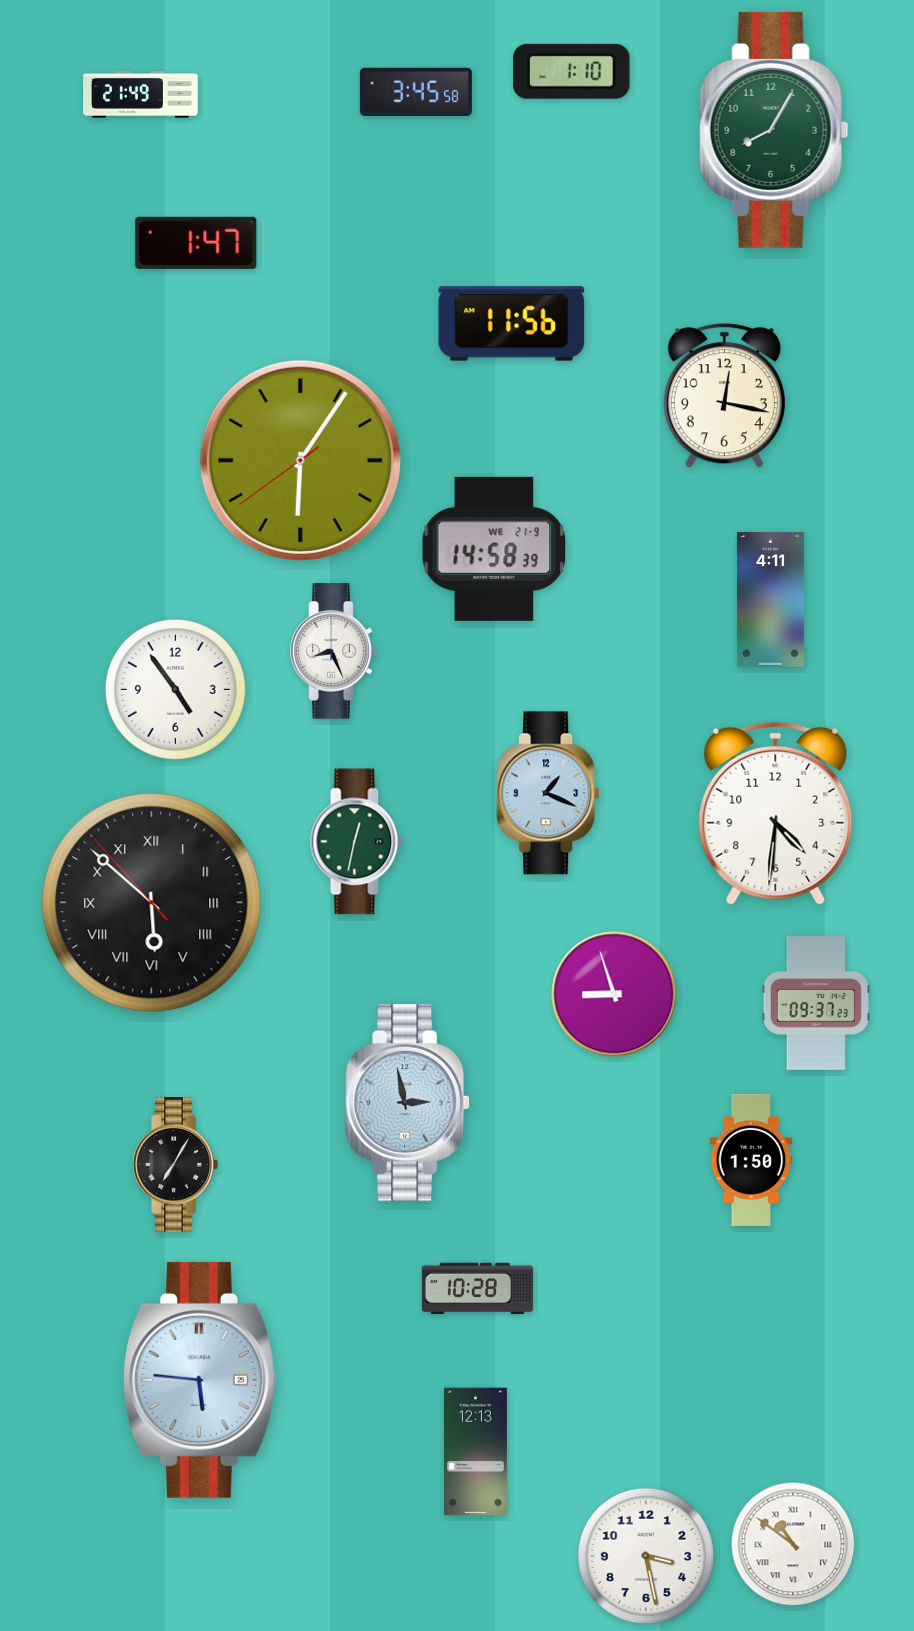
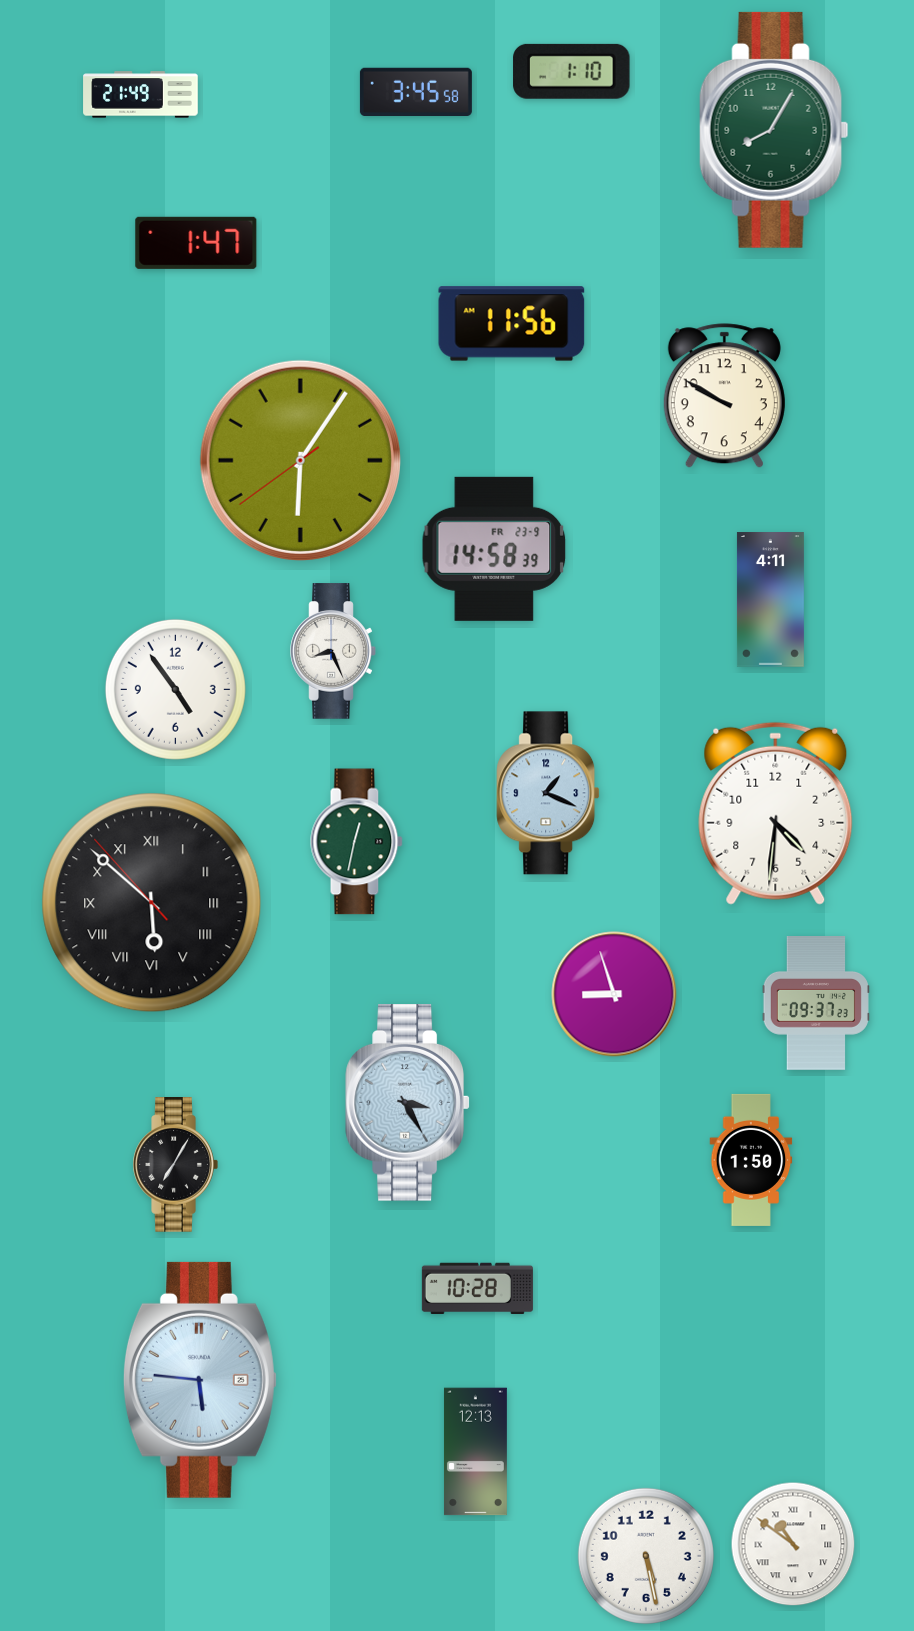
clock at (724, 396): 12:17 -> 9:50
clock at (494, 549) date: WE 21-9 -> FR 23-9
clock at (407, 1103): 2:58 -> 3:25
clock at (646, 1556): 3:28 -> 5:28
